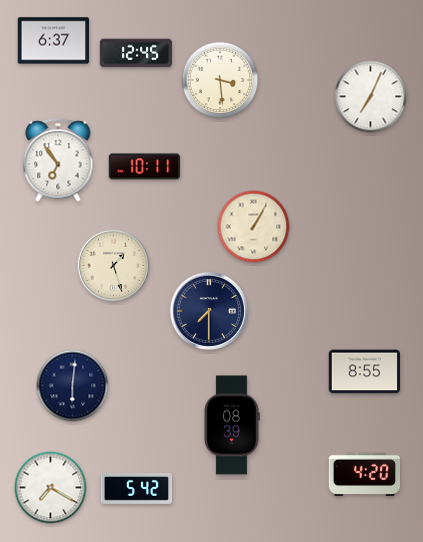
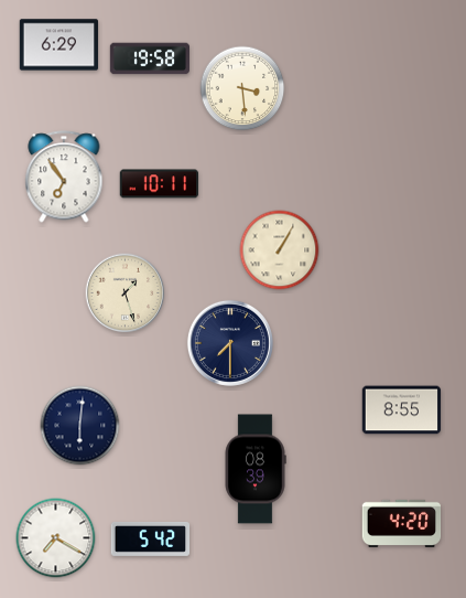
clock at (54, 41): 6:37 -> 6:29
clock at (135, 53): 12:45 -> 19:58
clock at (371, 97): 7:04 -> none
